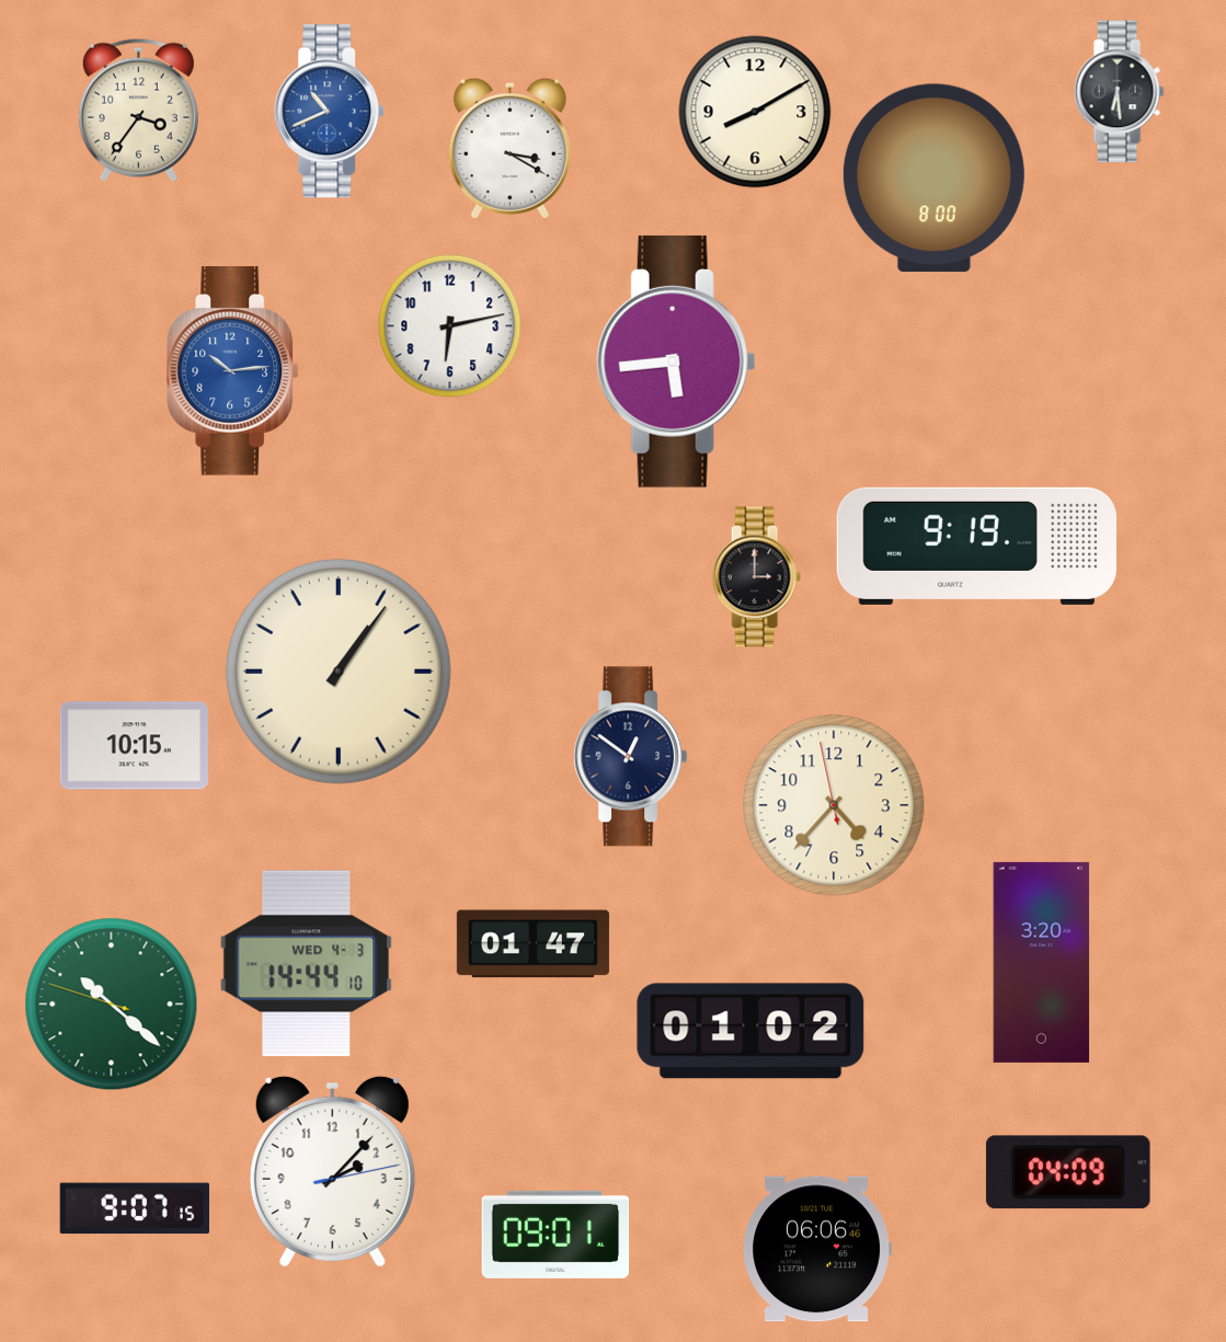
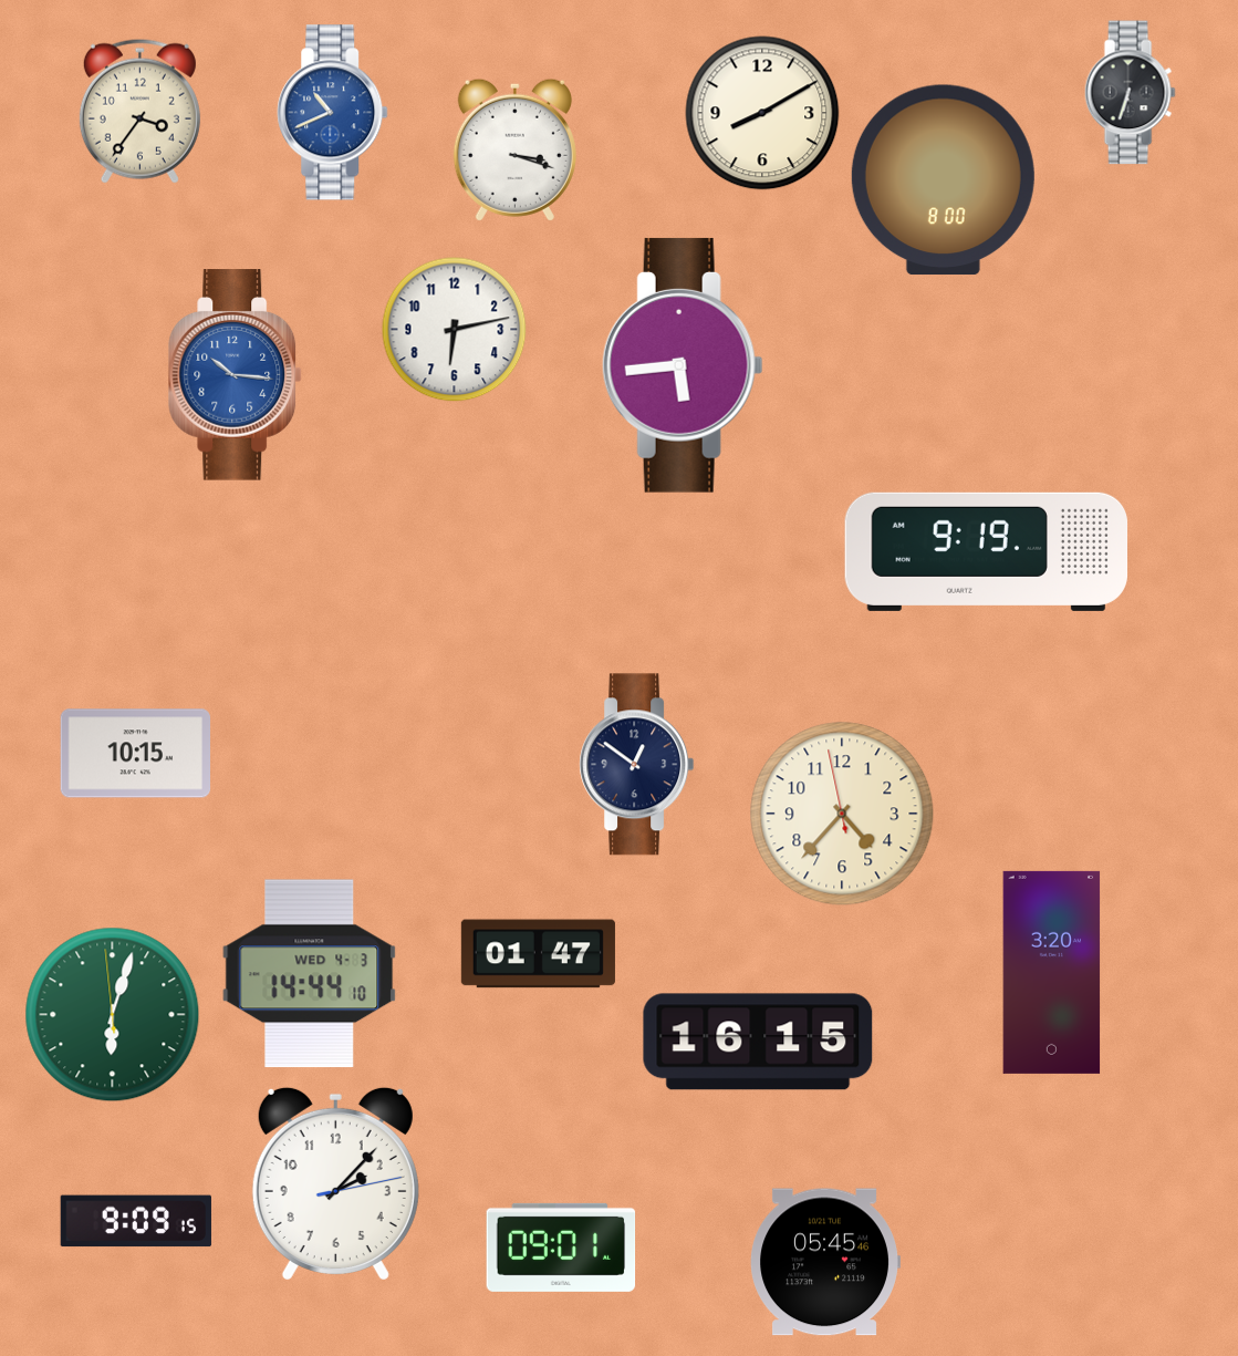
clock at (1119, 92): 6:29 -> 6:33
clock at (509, 148): 3:20 -> 3:18
clock at (233, 371): 10:14 -> 10:16
clock at (756, 577): 3:00 -> none
clock at (339, 672): 1:06 -> none
clock at (112, 1005): 10:21 -> 6:02
clock at (751, 1031): 01:02 -> 16:15
clock at (1068, 1172): 04:09 -> none
clock at (135, 1208): 9:07 -> 9:09
clock at (817, 1249): 06:06 -> 05:45
